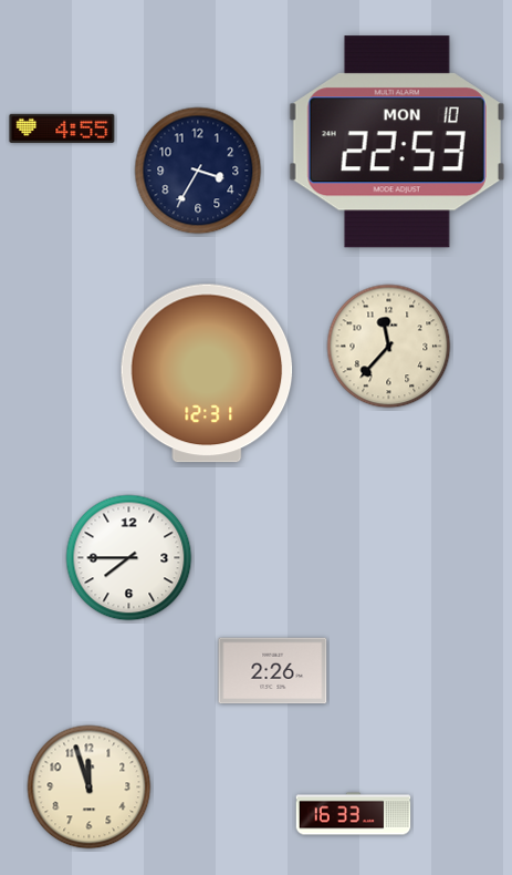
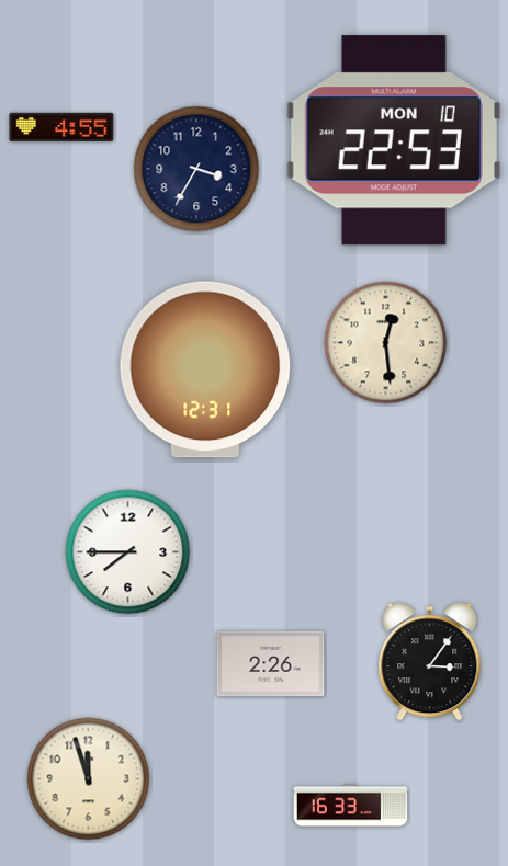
clock at (389, 347): 11:37 -> 12:29
clock at (430, 662): none -> 3:06
